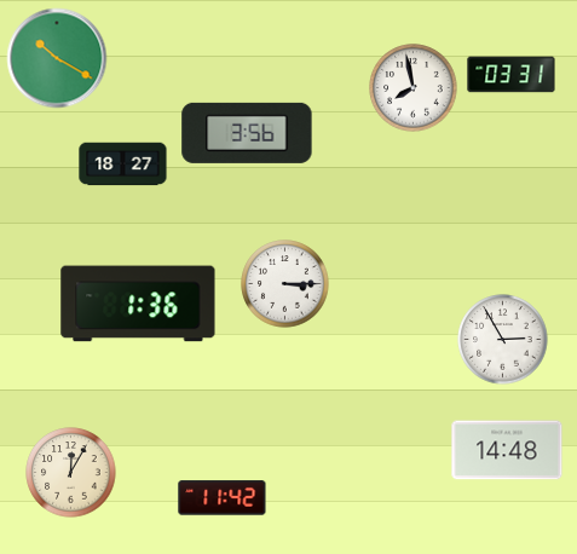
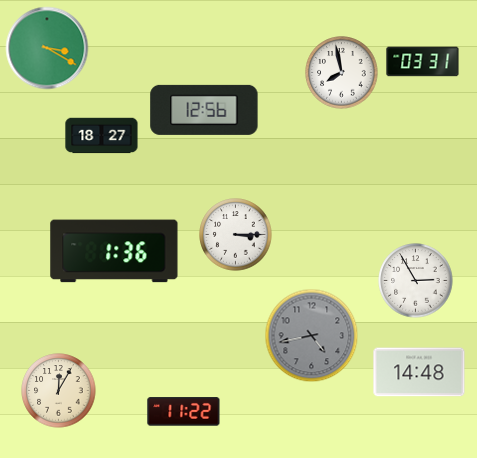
clock at (57, 58): 10:20 -> 3:20
clock at (247, 133): 3:56 -> 12:56
clock at (312, 336): none -> 4:43
clock at (223, 498): 11:42 -> 11:22
